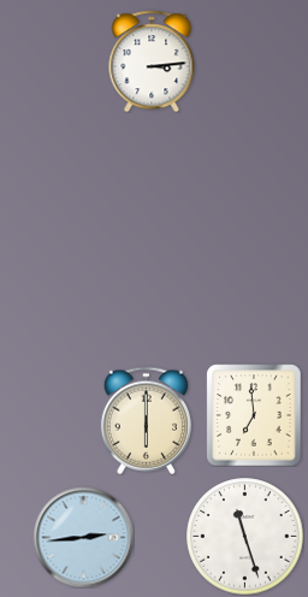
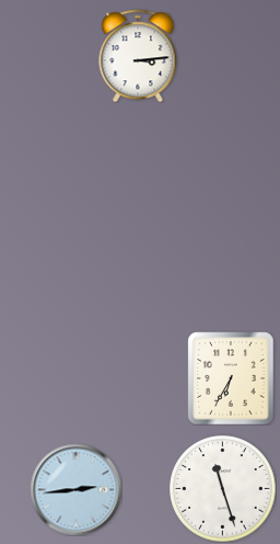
clock at (254, 415): 6:59 -> 6:35
clock at (146, 420): 6:00 -> none
